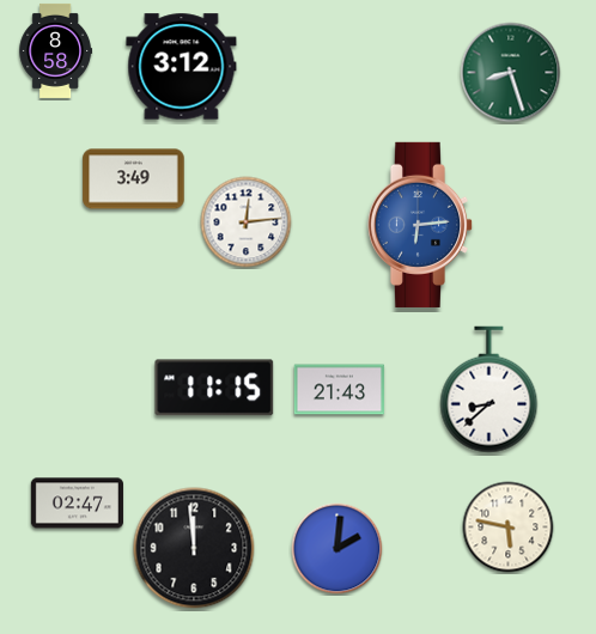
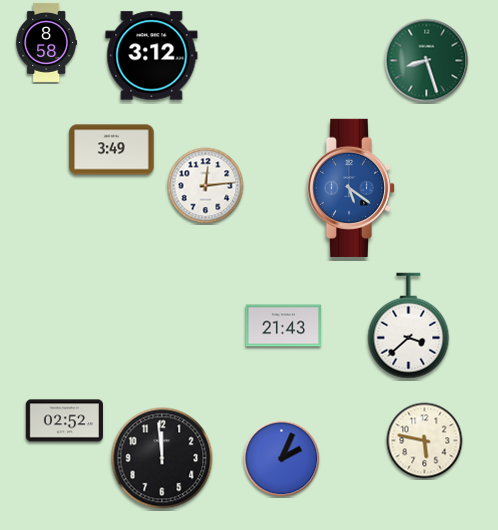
clock at (420, 225): 6:14 -> 5:21
clock at (214, 388): 11:15 -> none
clock at (489, 390): 8:38 -> 3:38
clock at (77, 504): 02:47 -> 02:52
clock at (337, 549): 2:01 -> 2:04
